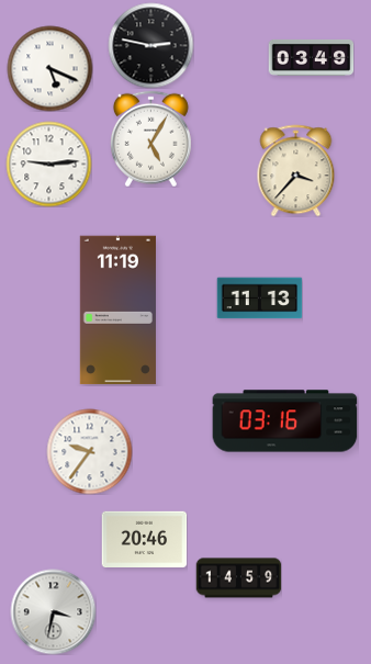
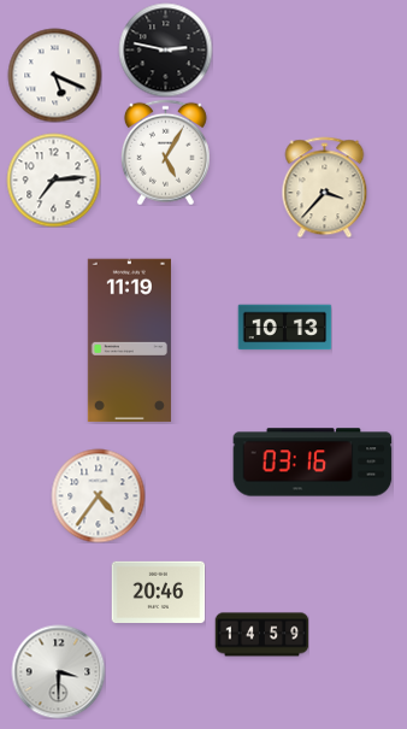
clock at (311, 57): 03:49 -> none
clock at (48, 164): 9:14 -> 7:14
clock at (259, 299): 11:13 -> 10:13
clock at (89, 451): 9:36 -> 4:36
clock at (53, 611): 3:32 -> 3:30
